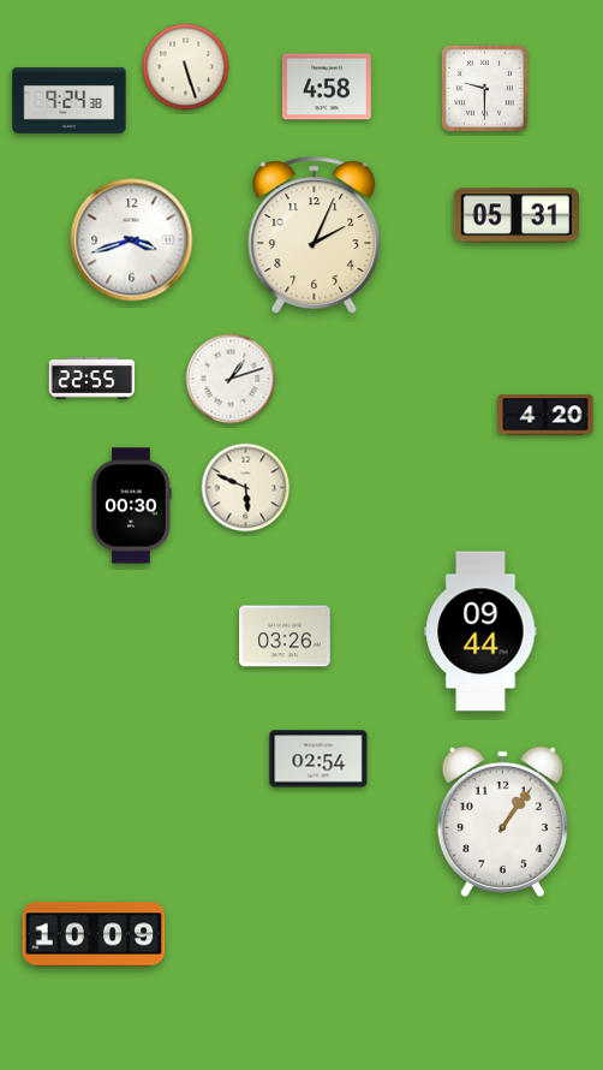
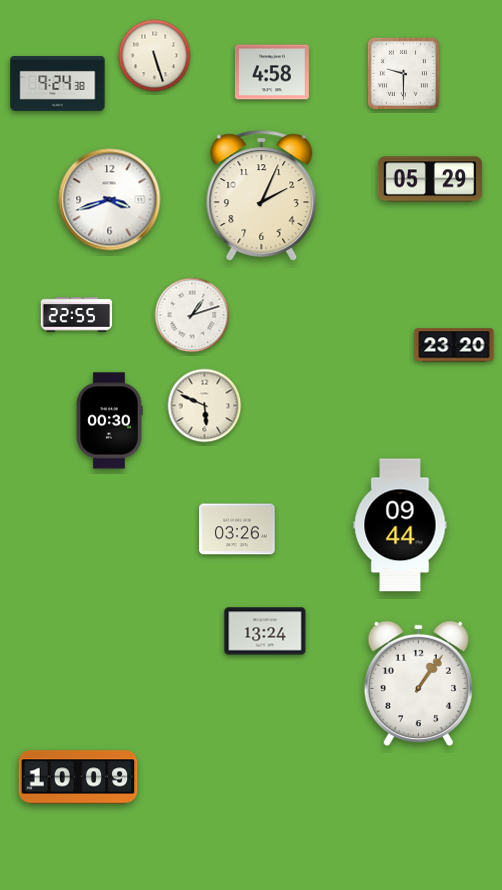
clock at (515, 215): 05:31 -> 05:29
clock at (545, 415): 4:20 -> 23:20
clock at (318, 759): 02:54 -> 13:24
